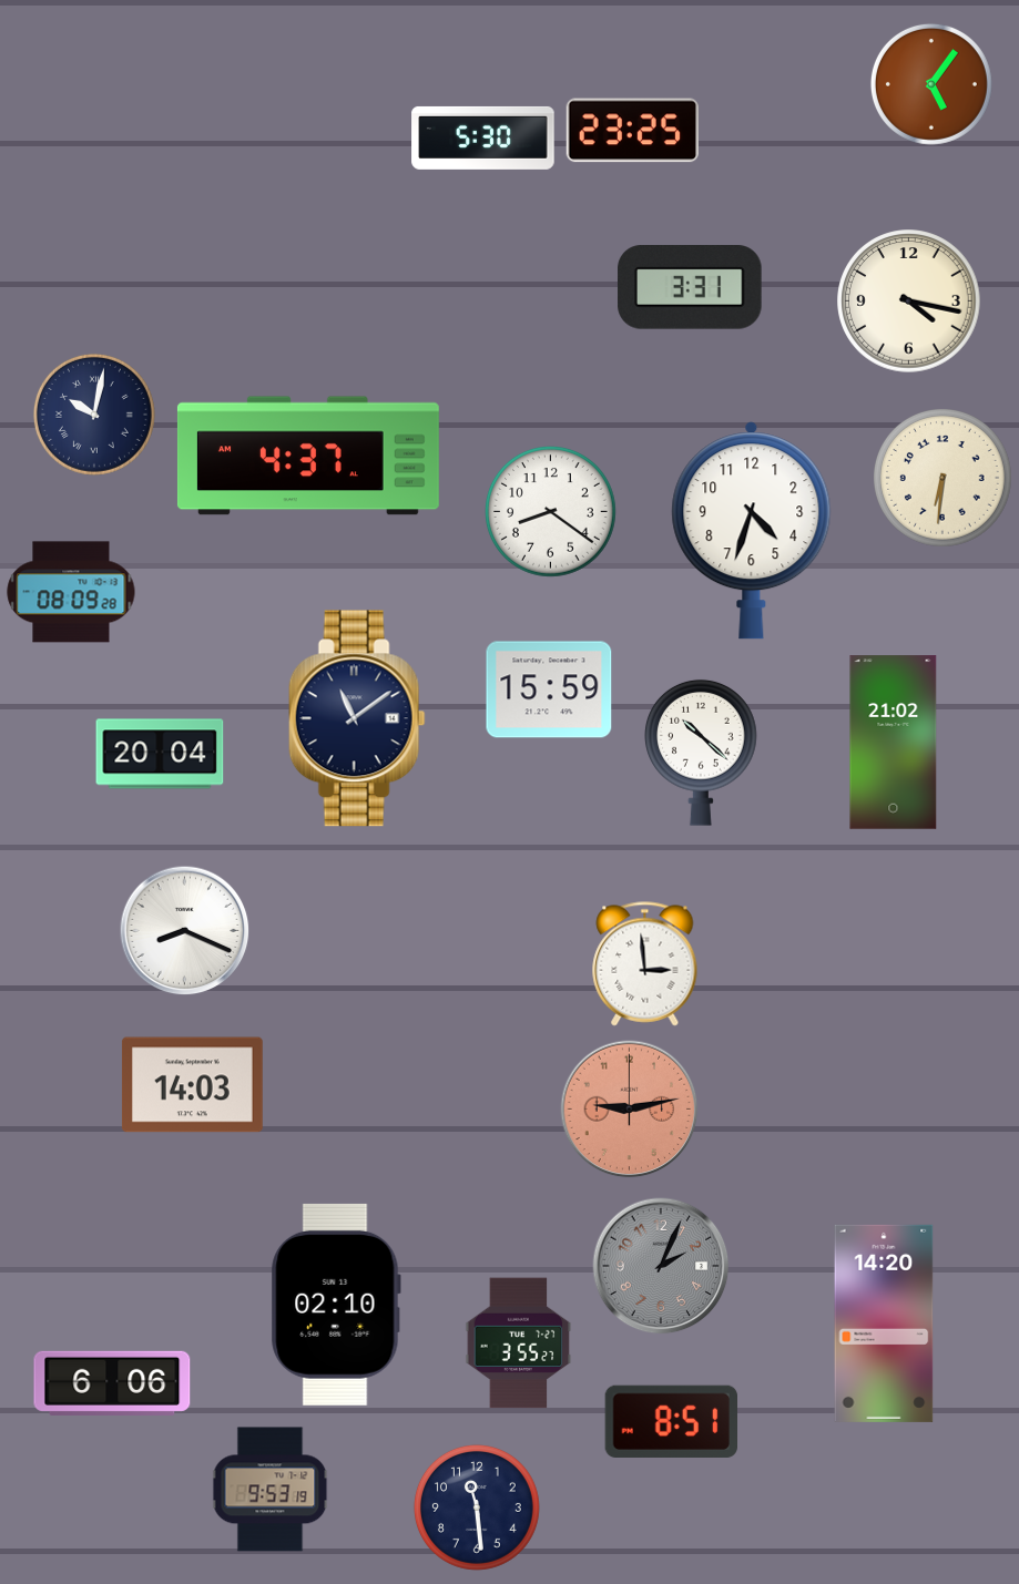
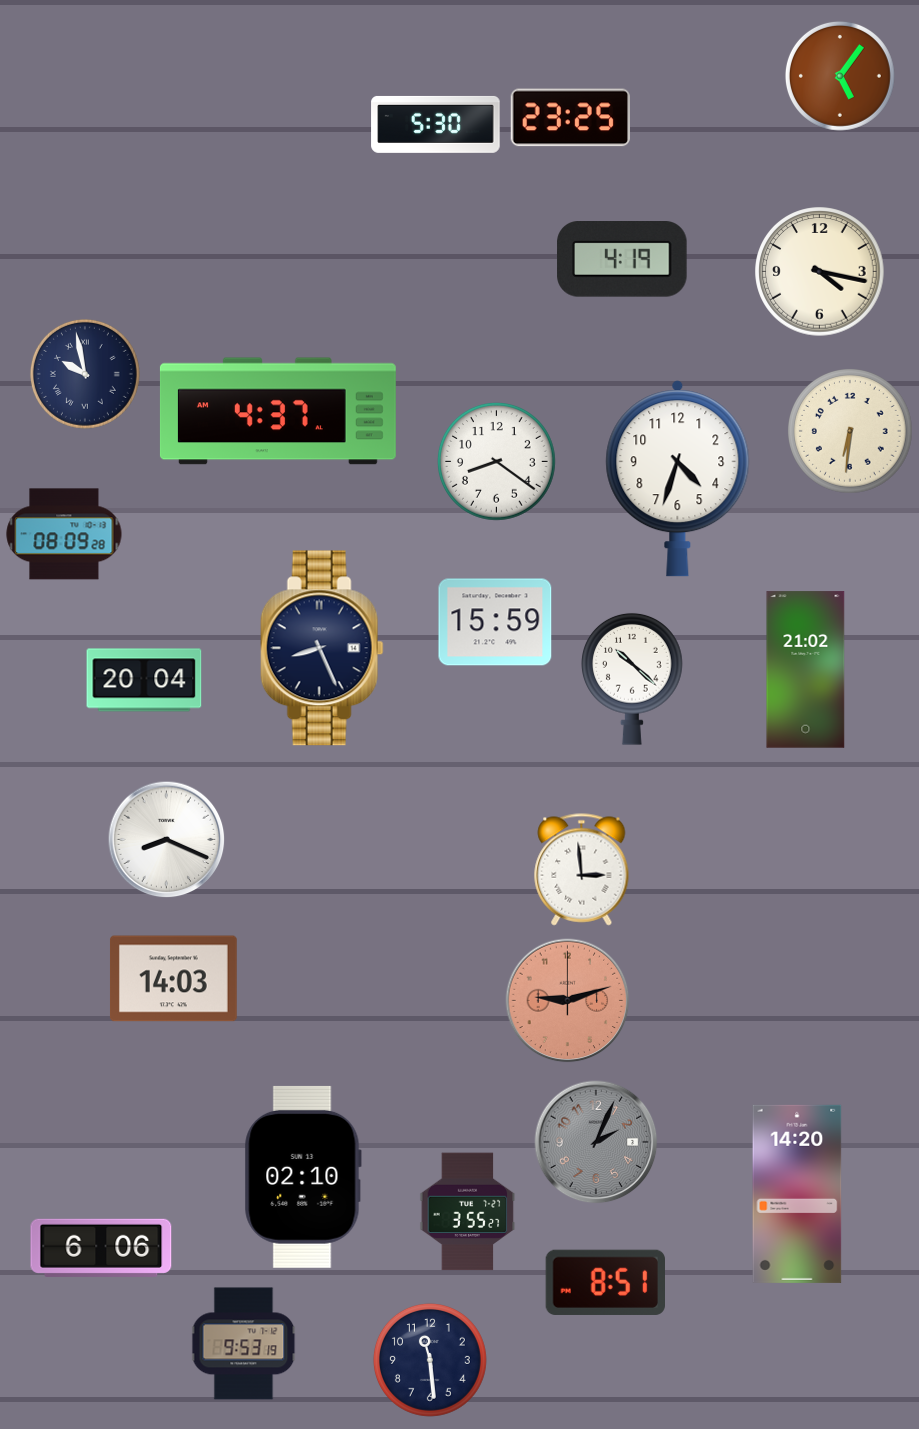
clock at (690, 287): 3:31 -> 4:19
clock at (94, 415): 10:02 -> 9:58
clock at (357, 718): 11:09 -> 8:26
clock at (630, 1110): 9:13 -> 9:12
